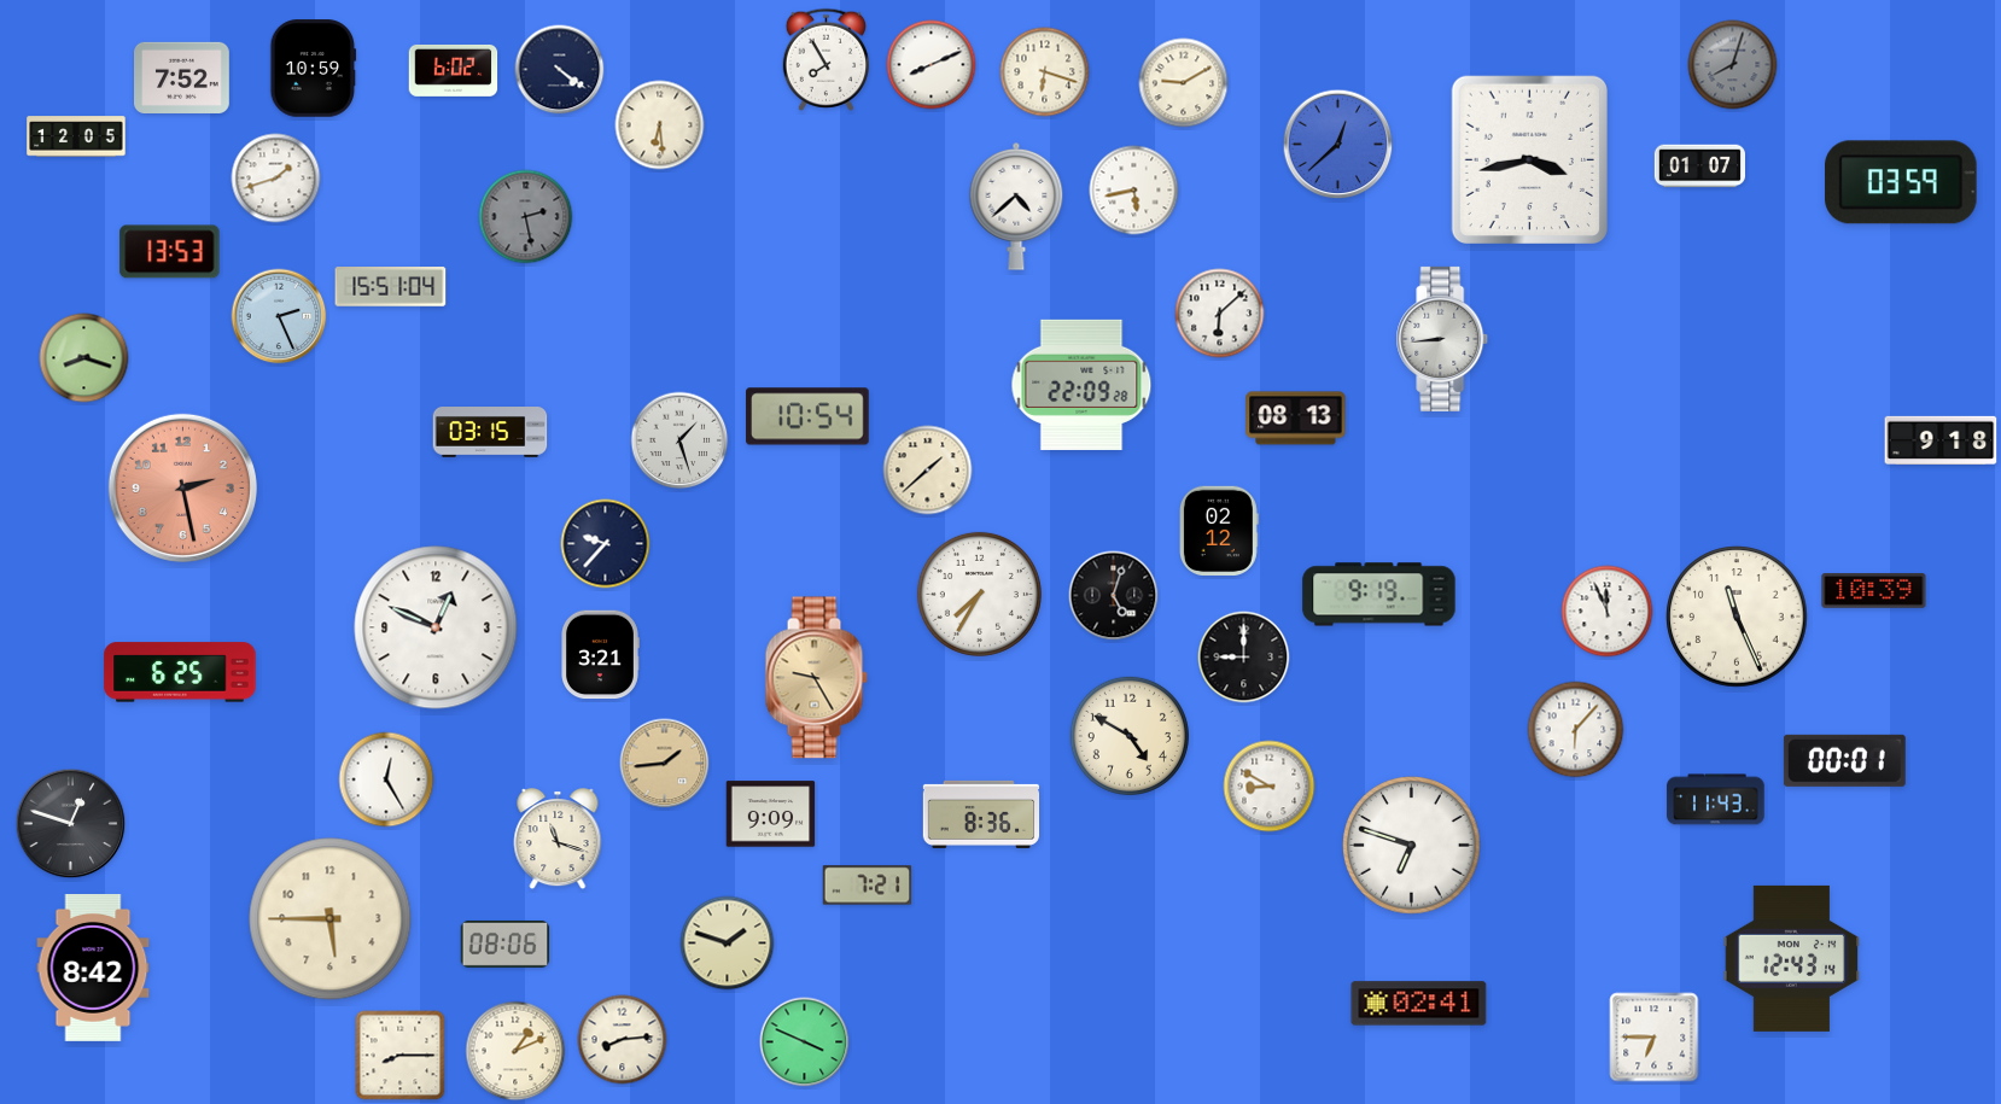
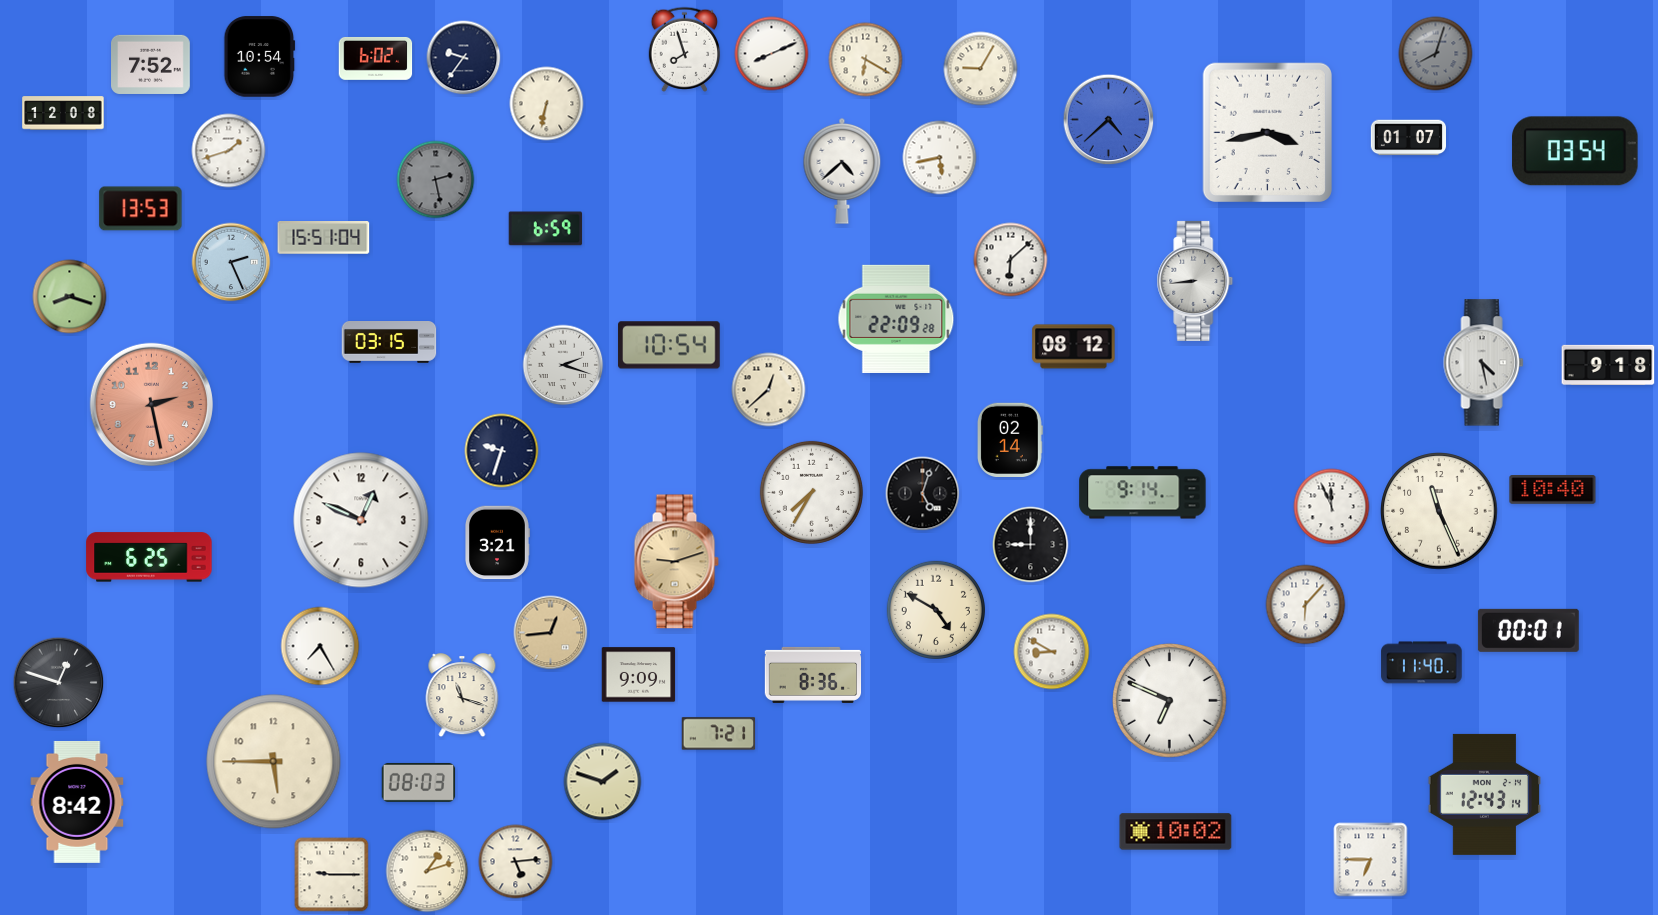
clock at (827, 59): 7:55 -> 7:57
clock at (314, 69): 10:59 -> 10:54
clock at (560, 70): 4:21 -> 9:36
clock at (1045, 72): 6:18 -> 6:20
clock at (1184, 83): 9:10 -> 9:05
clock at (660, 125): 6:29 -> 6:32
clock at (76, 136): 12:05 -> 12:08
clock at (1338, 145): 12:38 -> 4:38
clock at (276, 179) position: (276, 179) -> (229, 151)
clock at (1901, 182): 03:59 -> 03:54
clock at (546, 229): none -> 6:59
clock at (1296, 419): 08:13 -> 08:12
clock at (490, 433) position: (490, 433) -> (389, 343)
clock at (1484, 363): none -> 4:28
clock at (679, 440): 1:27 -> 2:18
clock at (928, 471): 1:38 -> 12:38
clock at (1219, 530): 02:12 -> 02:14
clock at (606, 544): 9:37 -> 9:33
clock at (1874, 591): 10:39 -> 10:40
clock at (1379, 595): 9:19 -> 9:14
clock at (816, 678): 9:25 -> 9:12
clock at (665, 764): 1:44 -> 12:44
clock at (386, 779): 12:25 -> 7:25
clock at (1716, 800): 11:43 -> 11:40
clock at (1412, 846): 6:48 -> 6:49
clock at (506, 944): 08:06 -> 08:03
clock at (1419, 1004): 02:41 -> 10:02
clock at (623, 1040): 8:14 -> 5:14
clock at (805, 1042): 3:49 -> none
clock at (515, 1051): 1:11 -> 1:12
clock at (401, 1056): 8:15 -> 9:15
